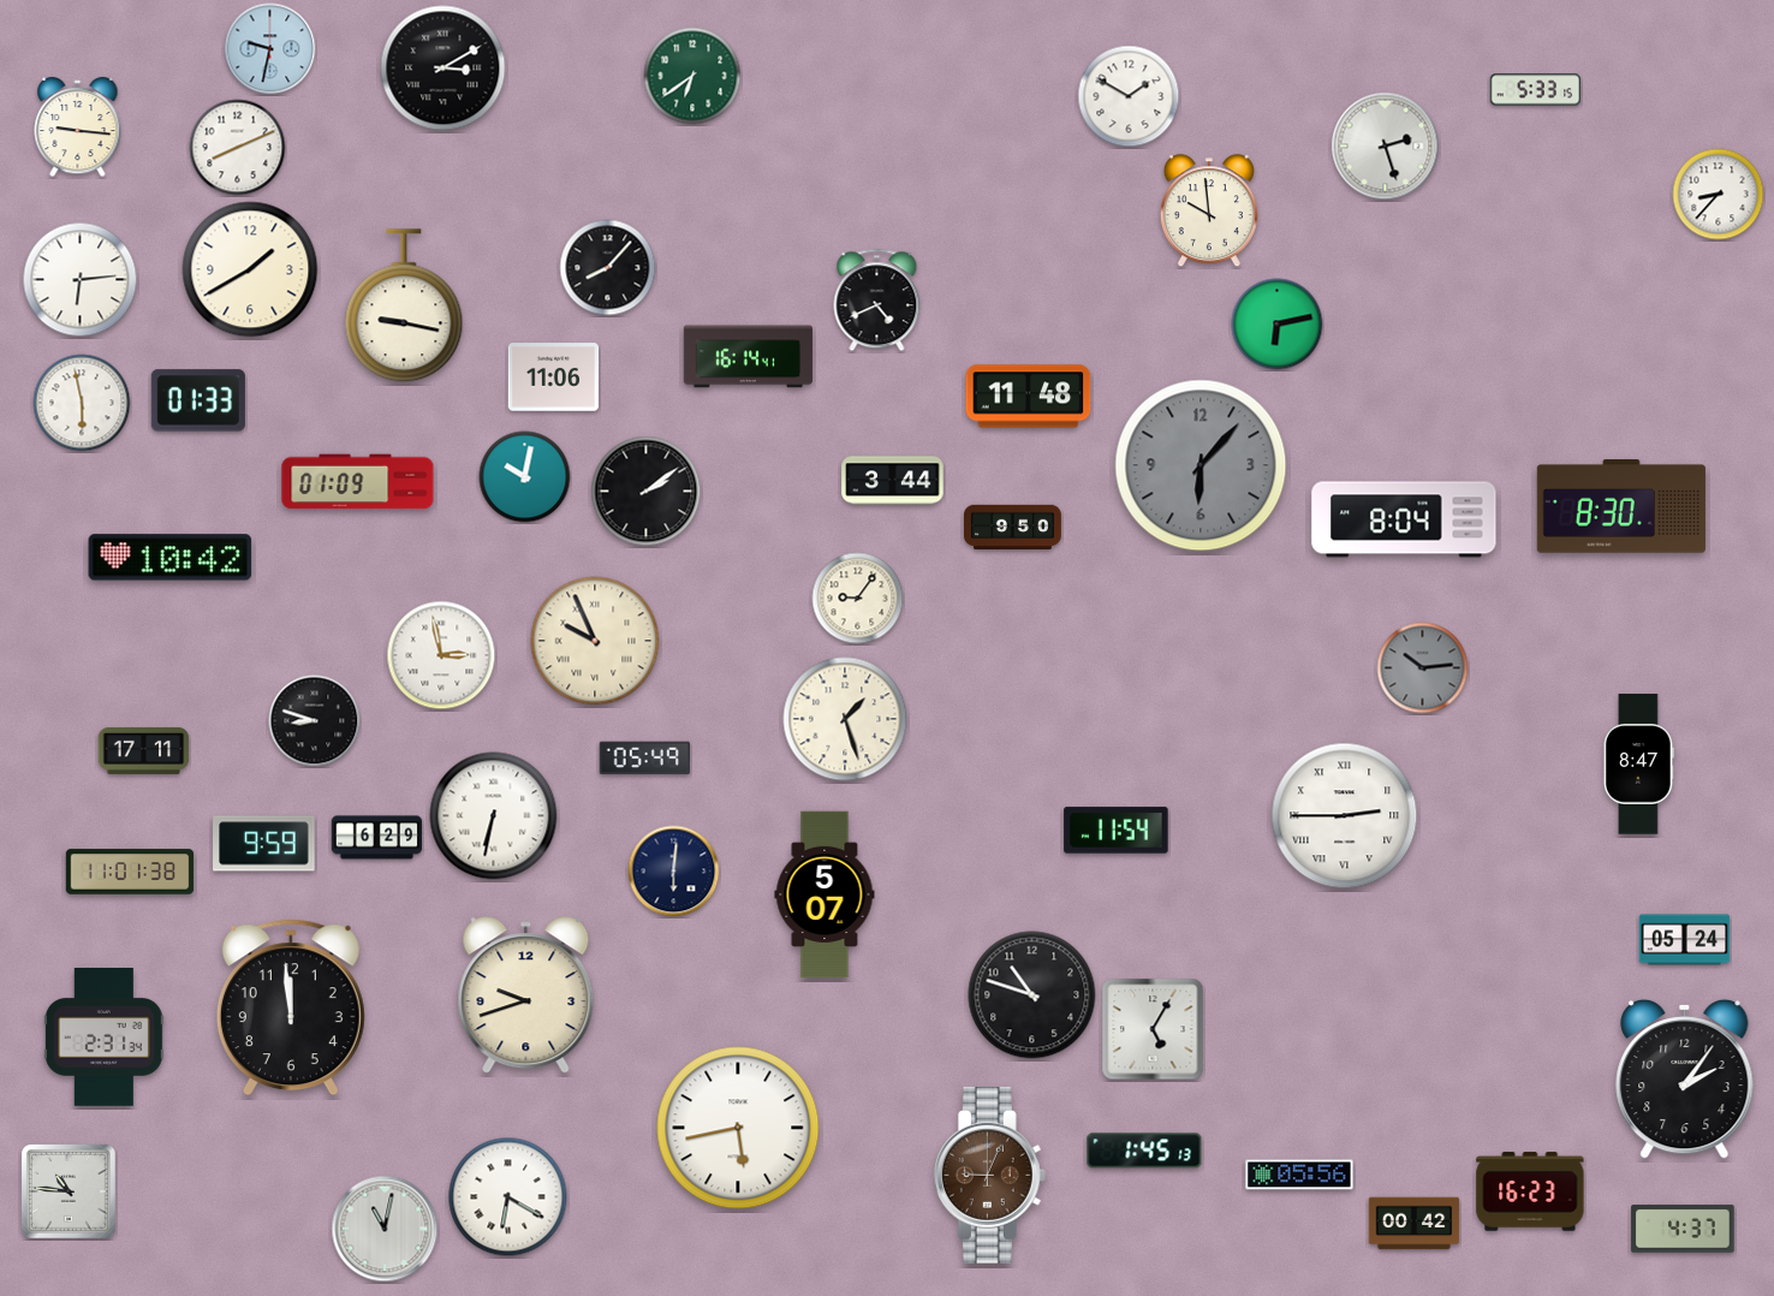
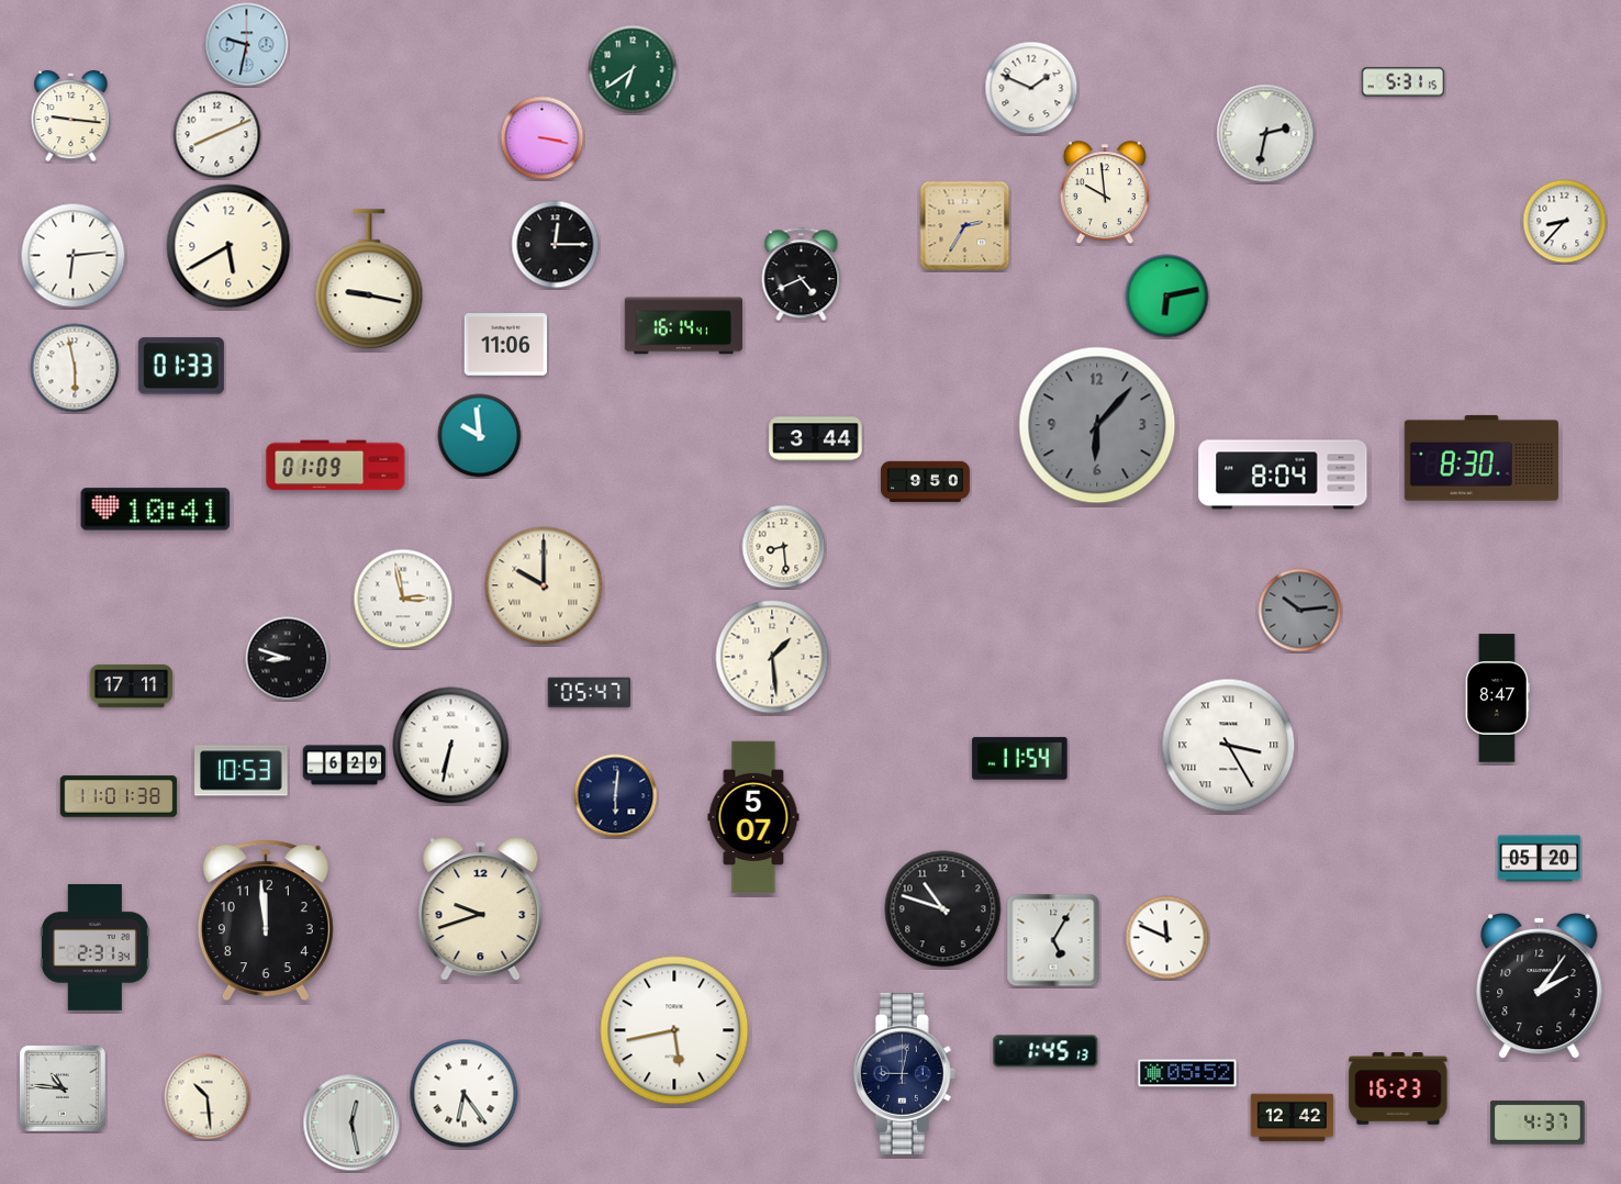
clock at (443, 69): 3:10 -> none
clock at (1536, 90): 5:33 -> 5:31
clock at (1129, 96): 1:50 -> 1:49
clock at (1386, 147): 2:27 -> 2:32
clock at (543, 138): none -> 3:17
clock at (1719, 195) position: (1719, 195) -> (1565, 222)
clock at (965, 226): none -> 2:35
clock at (608, 268): 8:07 -> 12:15
clock at (250, 269): 1:40 -> 5:40
clock at (1029, 397): 11:48 -> none
clock at (525, 477): 10:02 -> 9:59
clock at (358, 482) position: (358, 482) -> (336, 466)
clock at (647, 492): 2:09 -> none
clock at (1621, 506) position: (1621, 506) -> (1482, 458)
clock at (171, 558): 10:42 -> 10:41
clock at (858, 599): 9:06 -> 8:29
clock at (595, 641): 9:56 -> 10:00
clock at (845, 719): 1:27 -> 1:29
clock at (644, 759): 05:49 -> 05:47
clock at (1345, 816): 2:45 -> 3:25
clock at (264, 844): 9:59 -> 10:53
clock at (1685, 940): 05:24 -> 05:20
clock at (1167, 938): none -> 11:49
clock at (989, 1175): 9:04 -> 9:02
clock at (989, 1175) dial: brown -> navy
clock at (1299, 1175): 05:56 -> 05:52
clock at (508, 1197): 6:20 -> 6:24
clock at (208, 1097): none -> 10:29
clock at (1415, 1224): 00:42 -> 12:42
clock at (385, 1229): 11:02 -> 12:28
